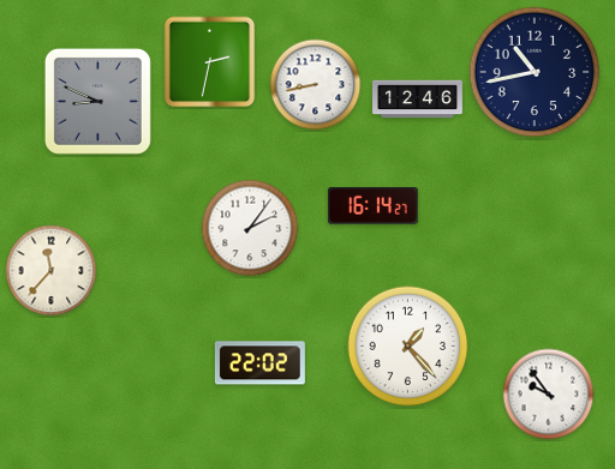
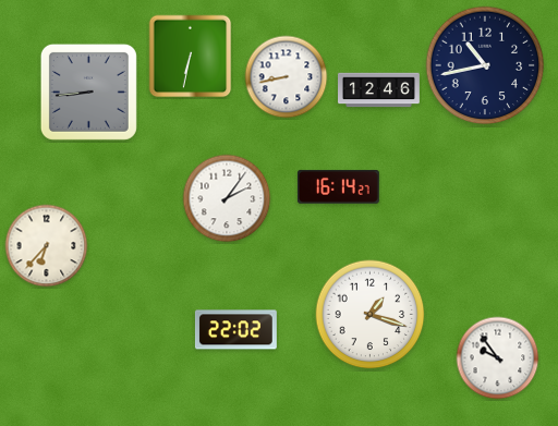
clock at (210, 62): 2:32 -> 6:32
clock at (97, 101): 8:49 -> 8:44
clock at (250, 228) position: (250, 228) -> (227, 198)
clock at (52, 271): 11:37 -> 6:37
clock at (408, 347): 1:23 -> 1:18
